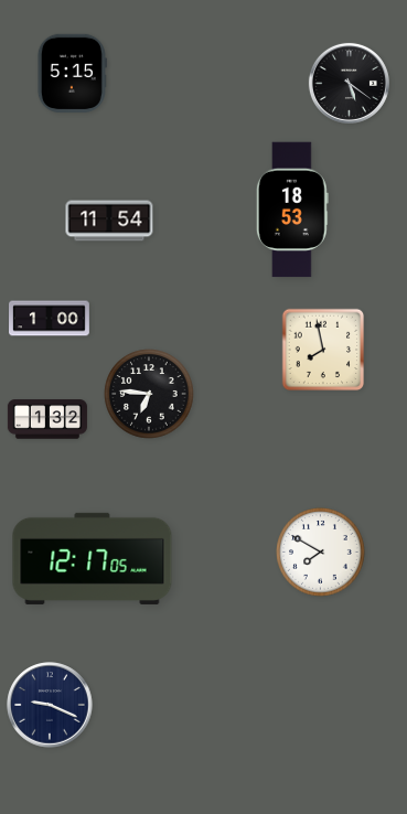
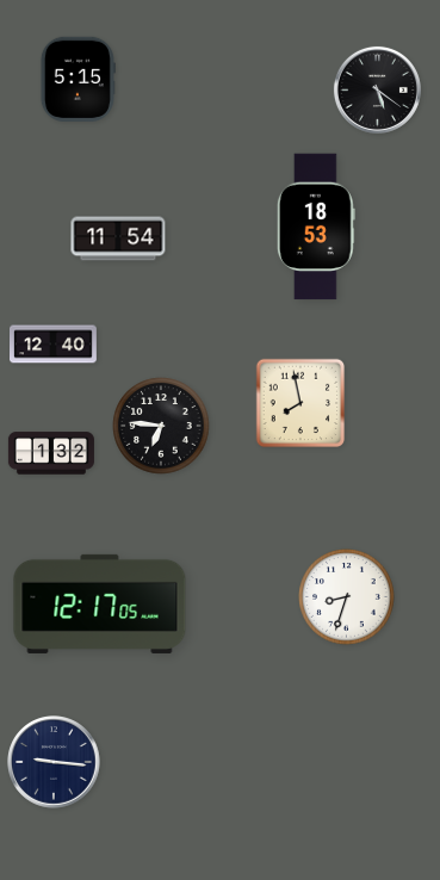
clock at (50, 319): 1:00 -> 12:40
clock at (323, 350) position: (323, 350) -> (300, 403)
clock at (321, 553): 7:50 -> 8:33
clock at (50, 705): 9:19 -> 9:16
